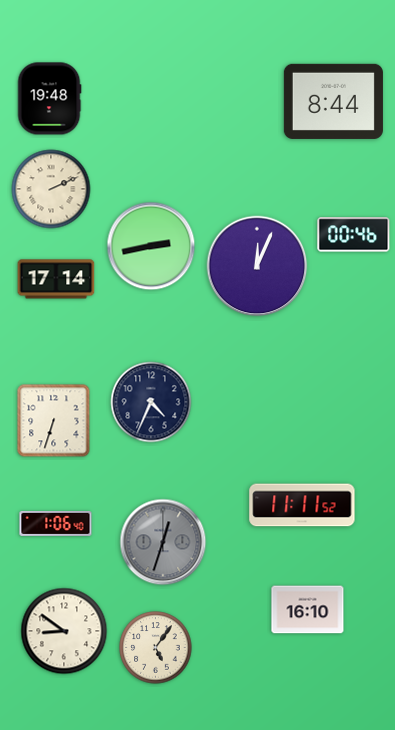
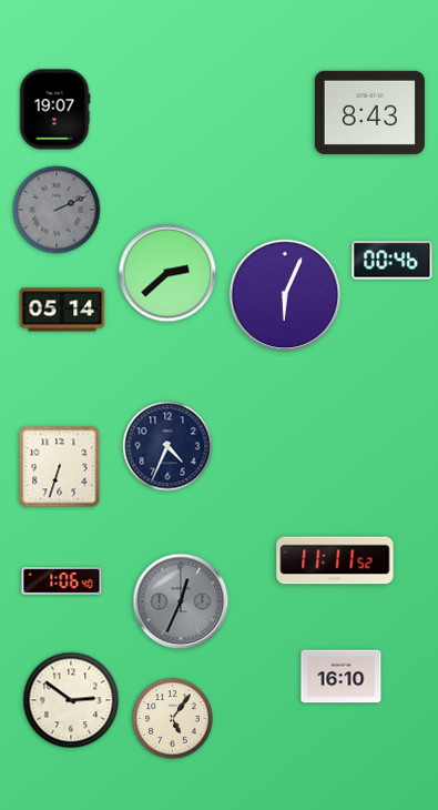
clock at (49, 99): 19:48 -> 19:07
clock at (333, 101): 8:44 -> 8:43
clock at (51, 189) dial: cream -> grey
clock at (151, 246): 2:43 -> 2:38
clock at (257, 266): 12:04 -> 6:04
clock at (56, 279): 17:14 -> 05:14
clock at (163, 542): 12:33 -> 12:34
clock at (64, 631): 8:51 -> 2:51
